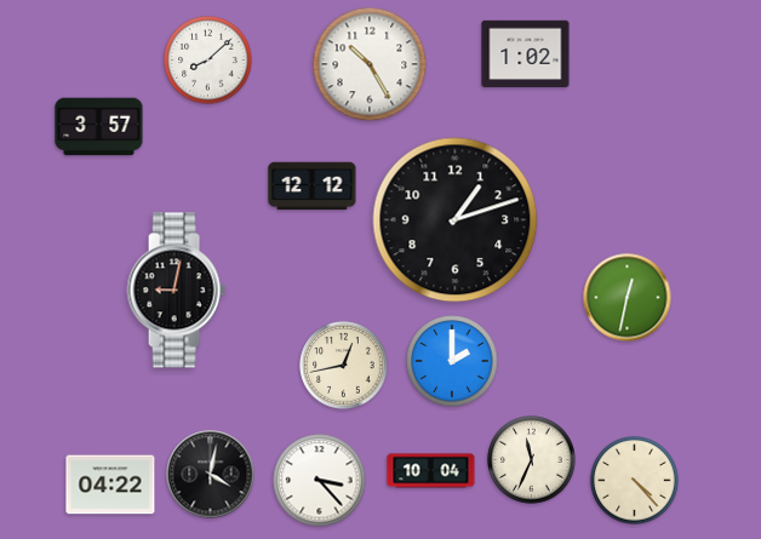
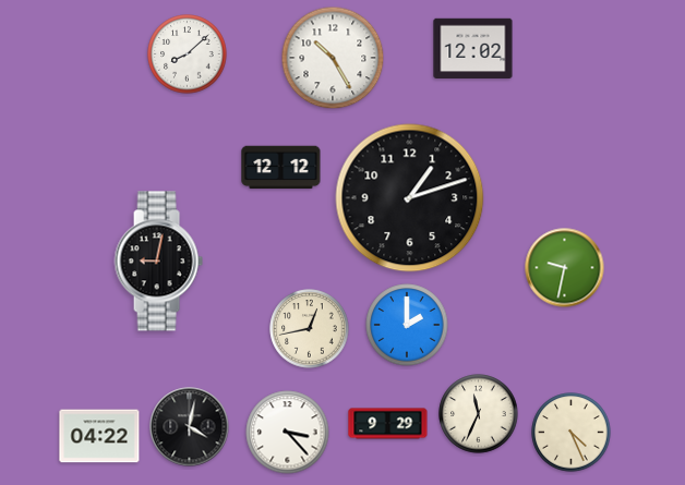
clock at (526, 55): 1:02 -> 12:02
clock at (99, 127): 3:57 -> none
clock at (628, 298): 12:32 -> 9:32
clock at (431, 471): 10:04 -> 9:29
clock at (635, 481): 4:23 -> 4:26
